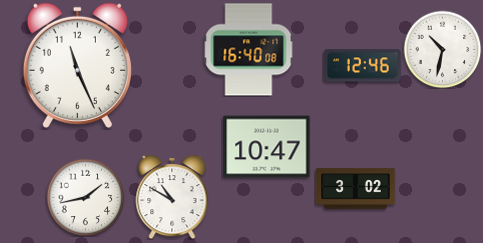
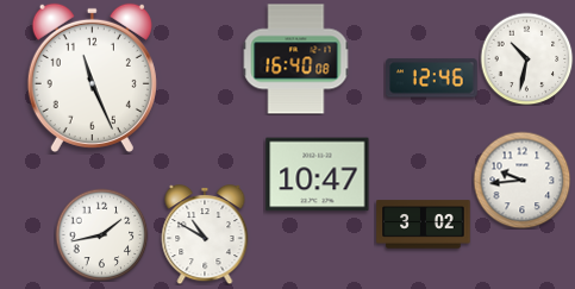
clock at (521, 180): none -> 9:44
